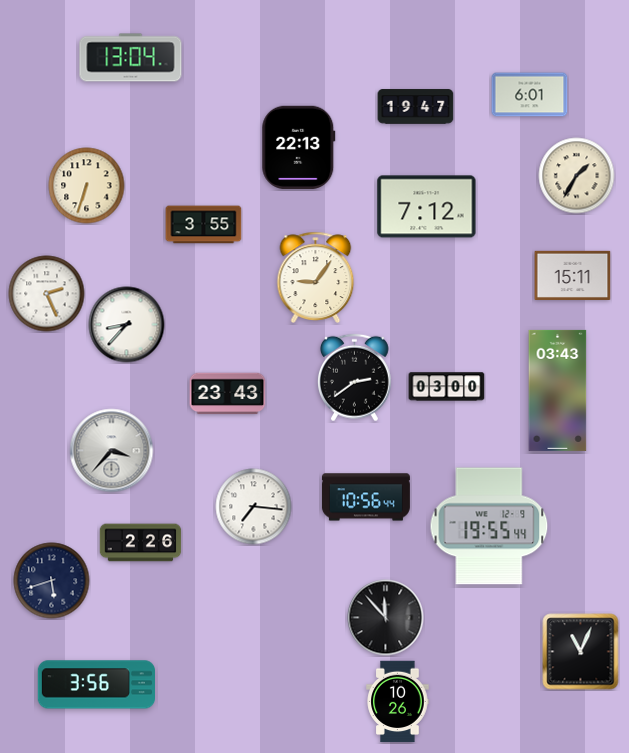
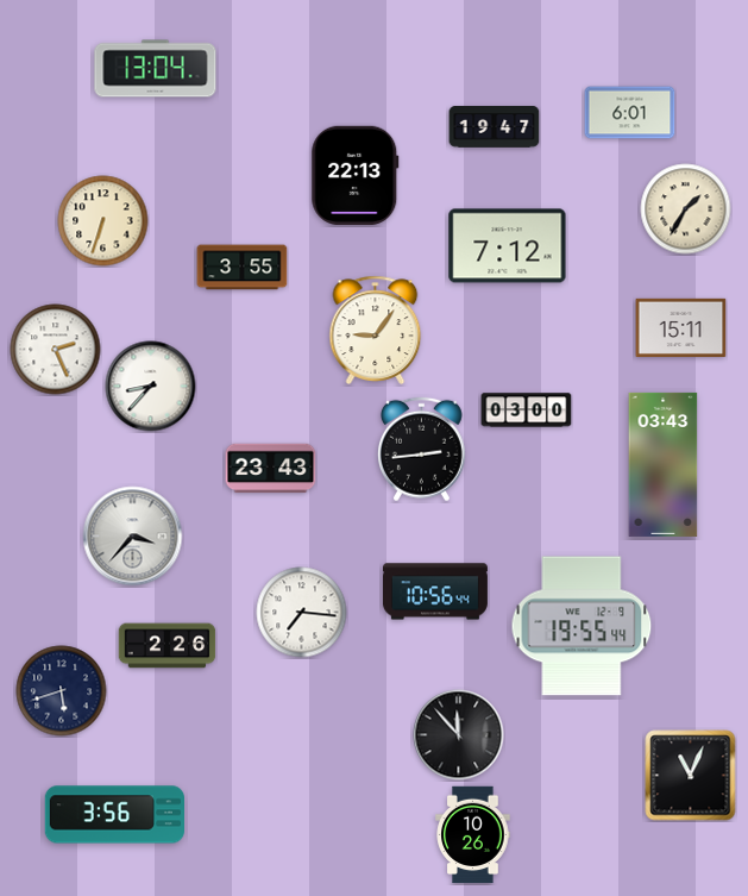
clock at (354, 378): 2:39 -> 2:44
clock at (447, 387) position: (447, 387) -> (527, 411)
clock at (254, 507) position: (254, 507) -> (302, 613)
